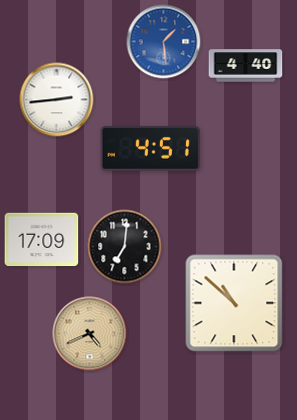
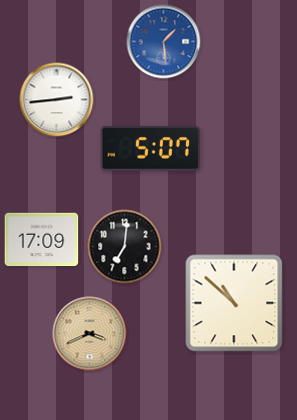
clock at (246, 66): 4:40 -> none
clock at (150, 149): 4:51 -> 5:07
clock at (90, 334): 4:41 -> 3:41
